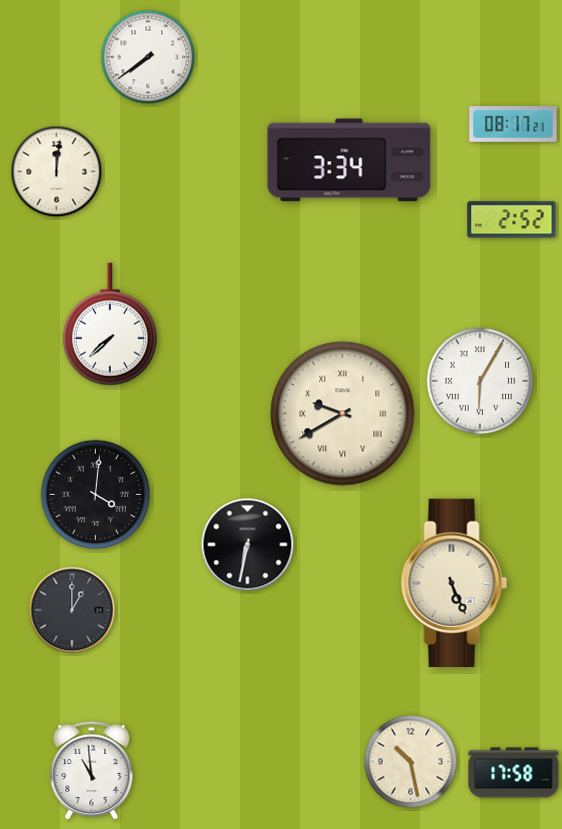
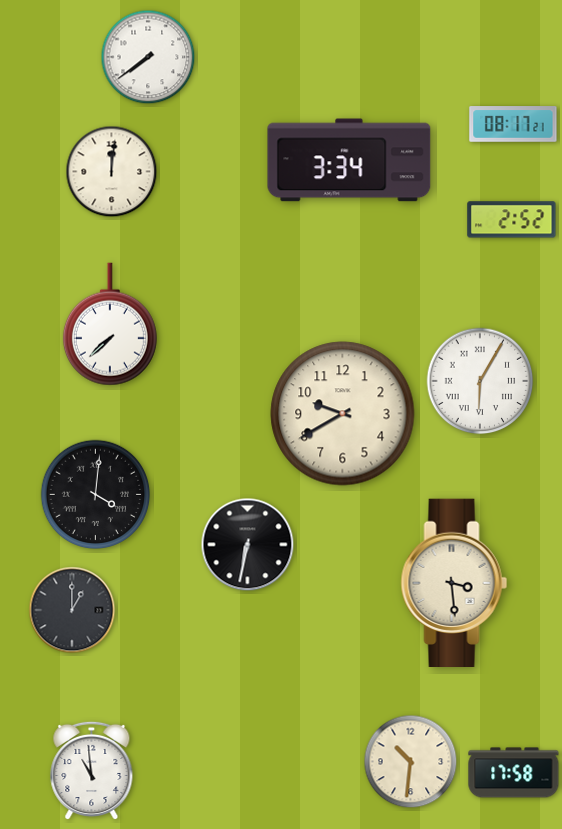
clock at (57, 172) position: (57, 172) -> (112, 172)
clock at (343, 414) numerals: Roman -> Arabic
clock at (454, 582): 5:26 -> 3:29
clock at (411, 762): 10:28 -> 10:31
